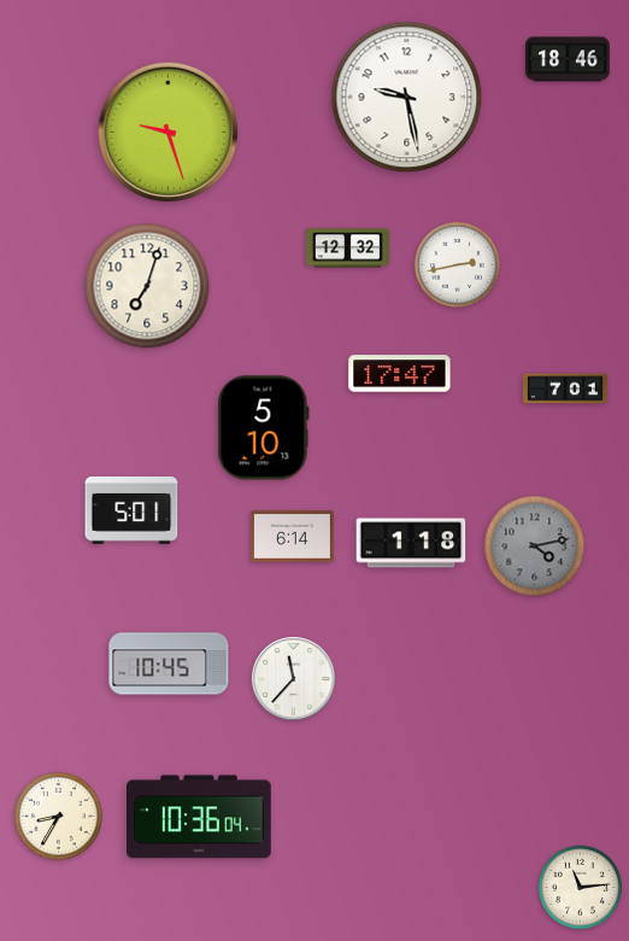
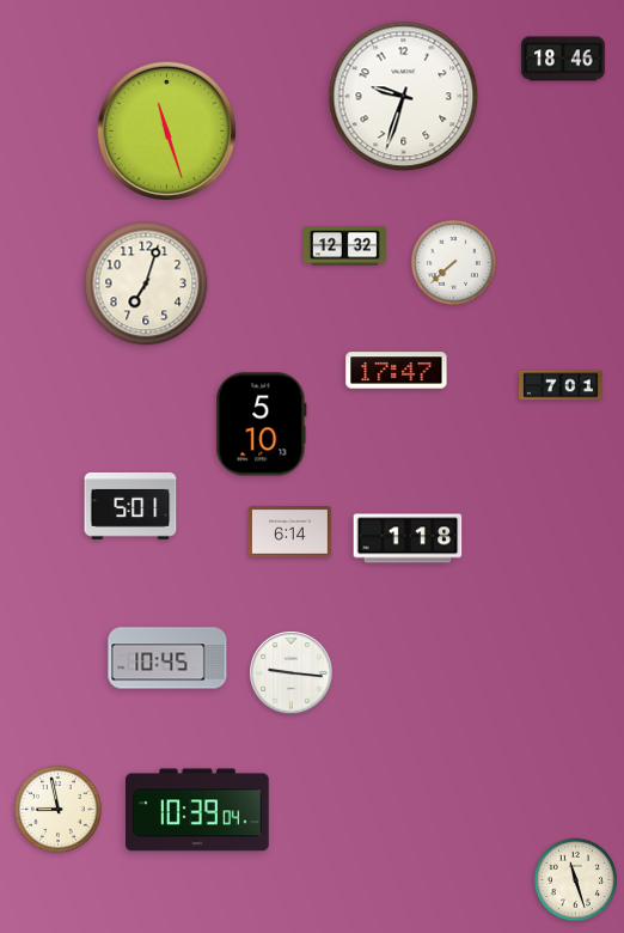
clock at (407, 98): 9:28 -> 9:33
clock at (167, 131): 9:27 -> 11:27
clock at (457, 264): 2:43 -> 7:38
clock at (535, 547): 4:13 -> none
clock at (294, 679): 11:37 -> 9:16
clock at (59, 817): 8:35 -> 8:58
clock at (200, 817): 10:36 -> 10:39
clock at (581, 888): 11:14 -> 11:27
